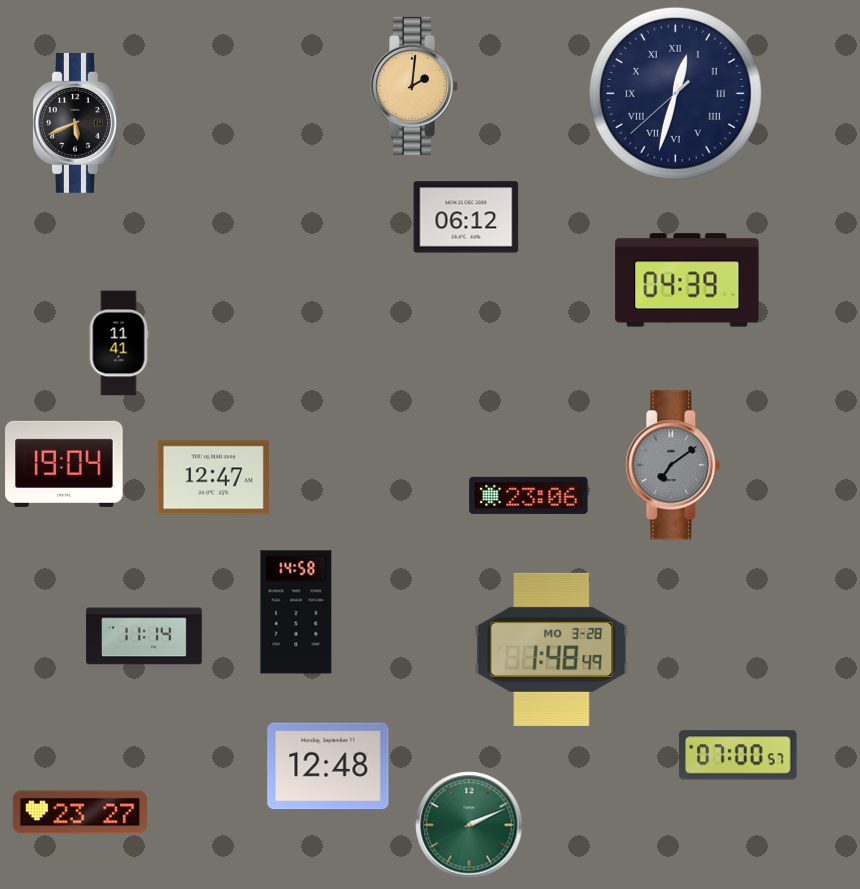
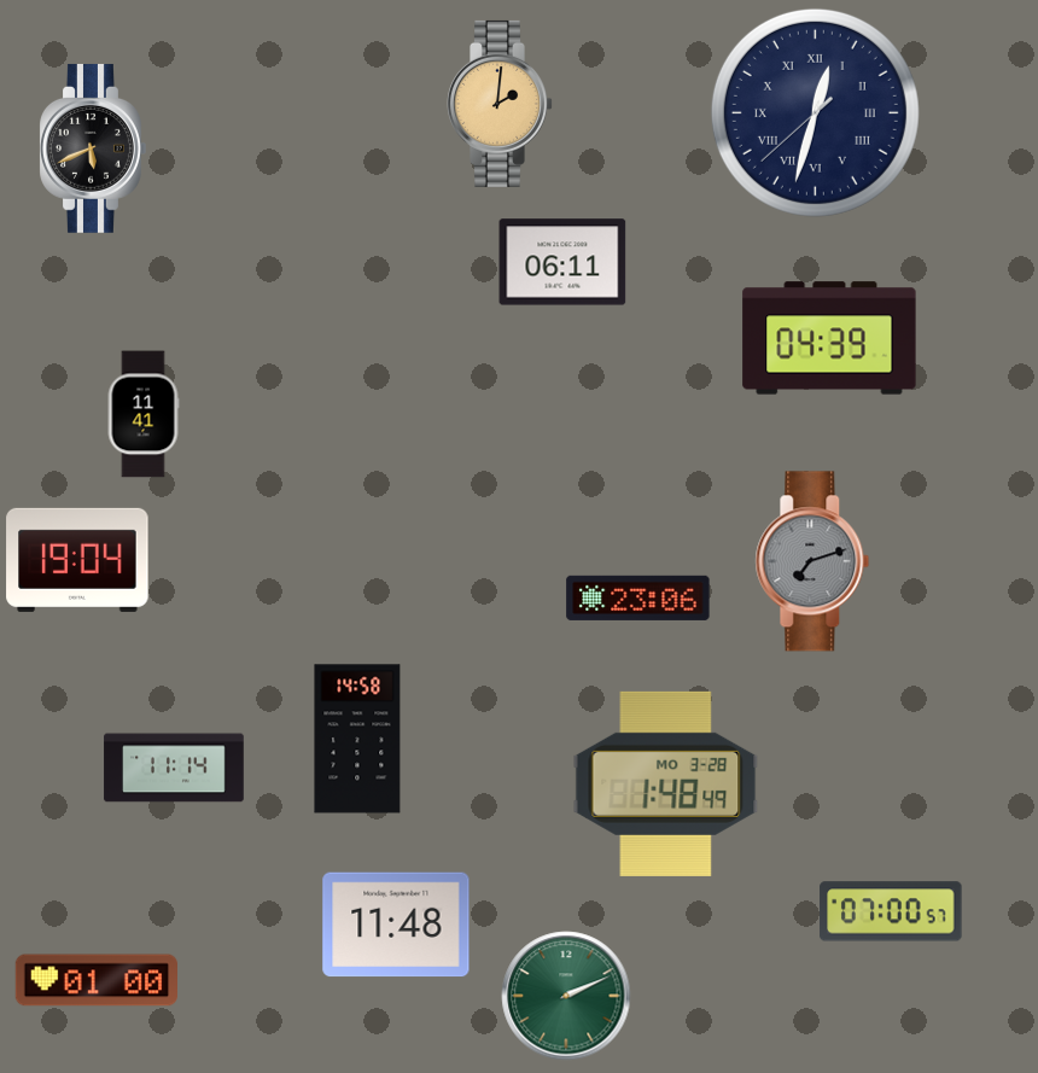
clock at (466, 217): 06:12 -> 06:11
clock at (673, 465): 7:09 -> 7:12
clock at (213, 478): 12:47 -> none
clock at (328, 766): 12:48 -> 11:48
clock at (79, 812): 23:27 -> 01:00
